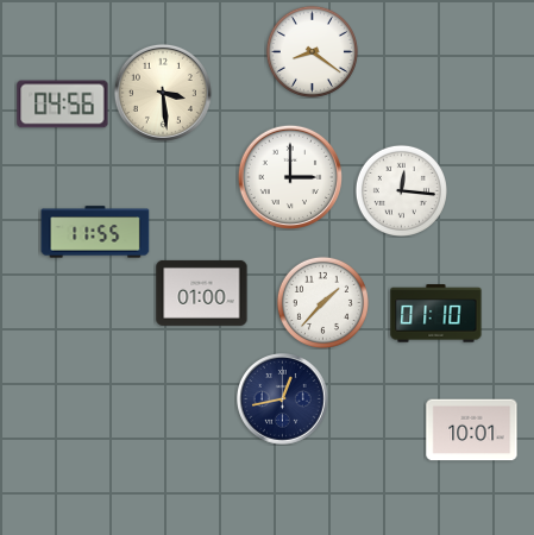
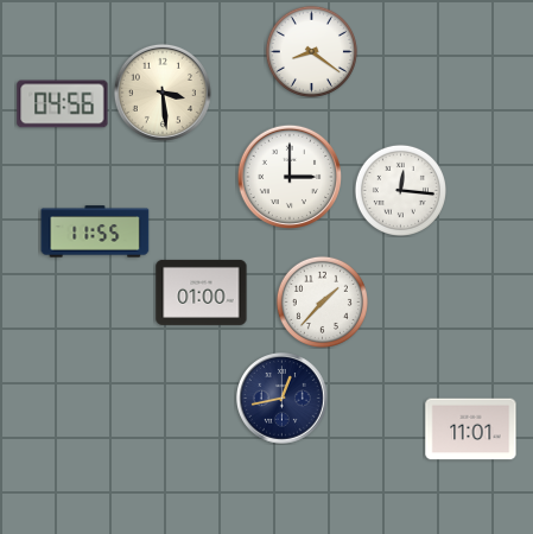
clock at (436, 314): 01:10 -> none
clock at (472, 430): 10:01 -> 11:01
